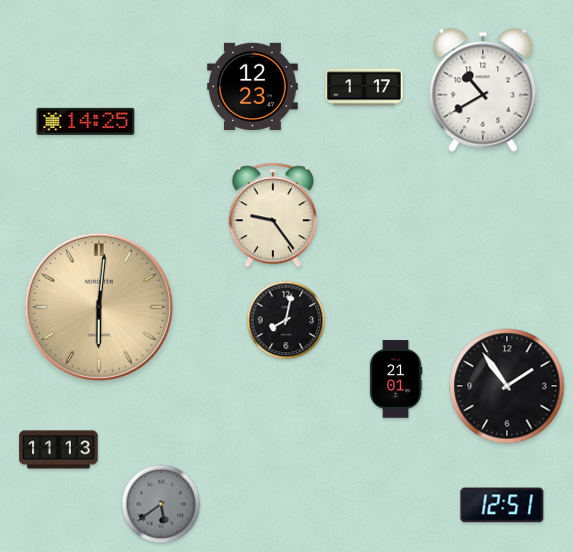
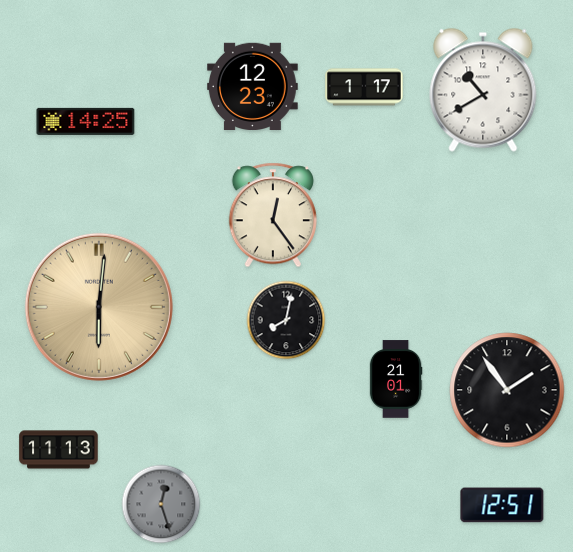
clock at (273, 215): 9:24 -> 12:24
clock at (507, 386) position: (507, 386) -> (507, 390)
clock at (161, 504): 5:39 -> 12:27
